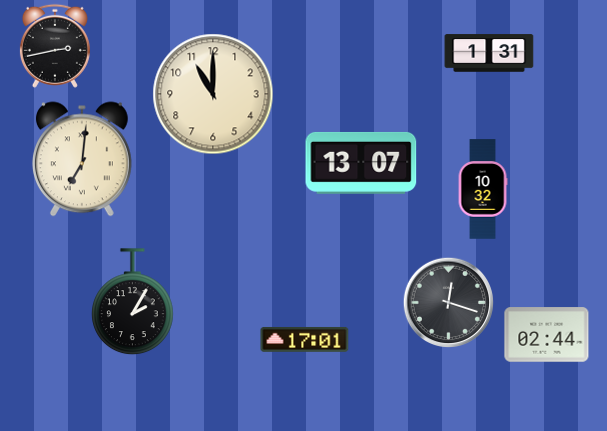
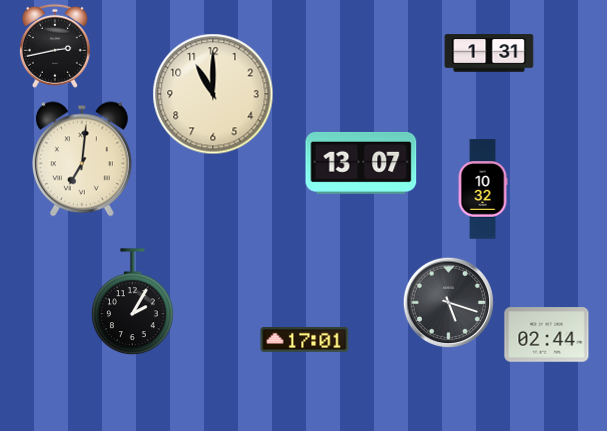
clock at (448, 302): 12:18 -> 5:18
